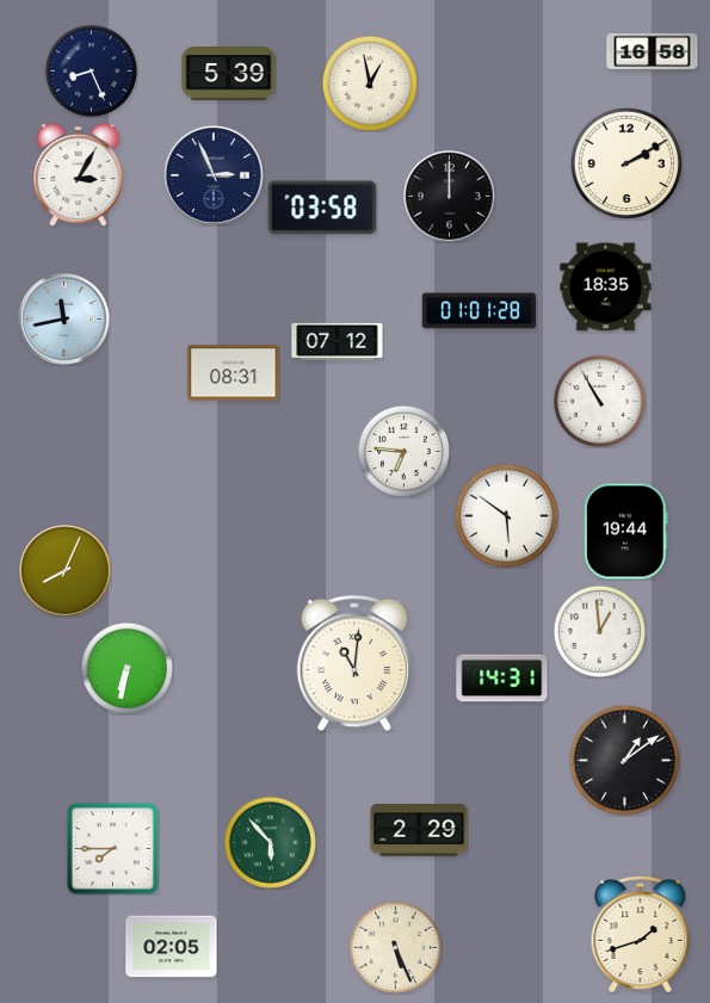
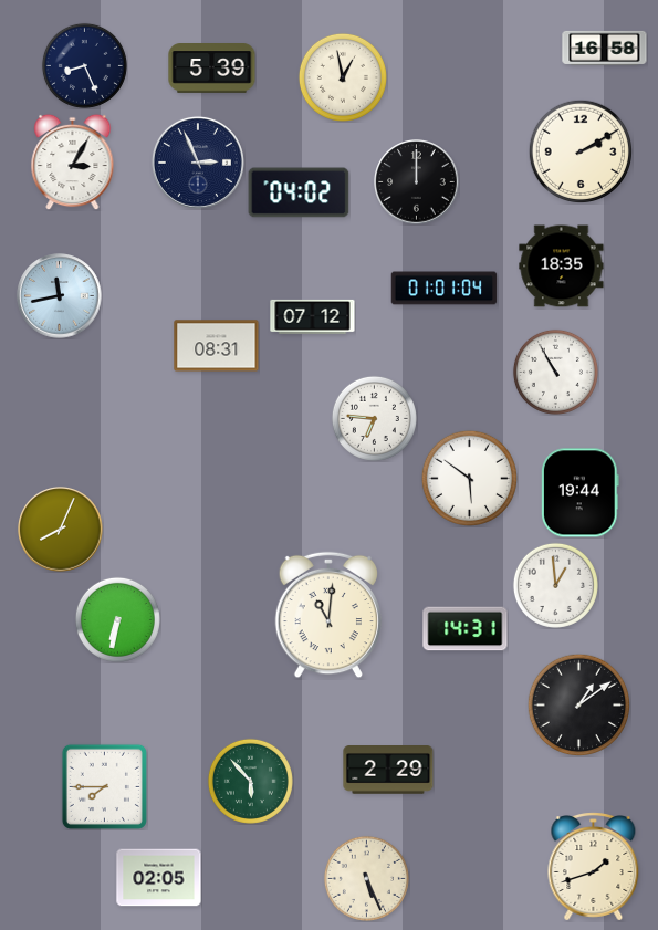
clock at (322, 208): 03:58 -> 04:02
clock at (480, 311): 01:01:28 -> 01:01:04
